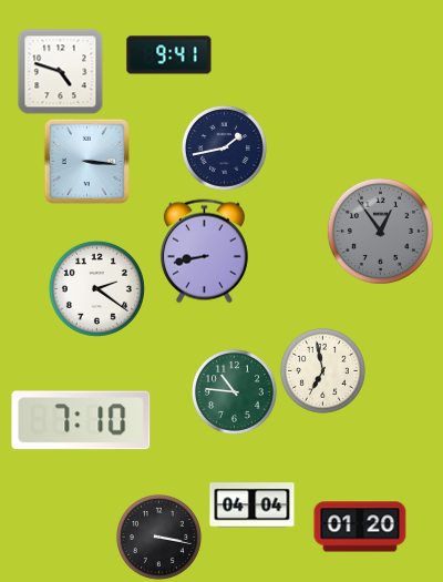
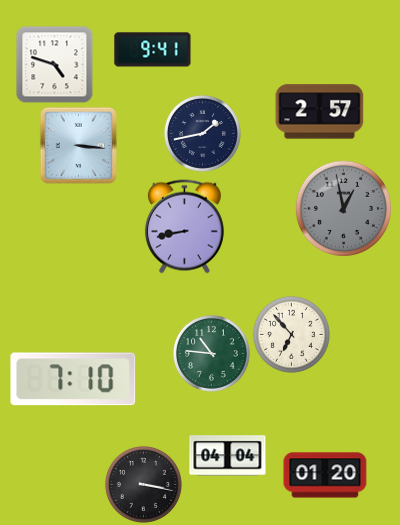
clock at (320, 112): none -> 2:57
clock at (380, 231): 12:54 -> 12:58
clock at (96, 288): 2:21 -> none
clock at (322, 370): 6:58 -> 6:53
